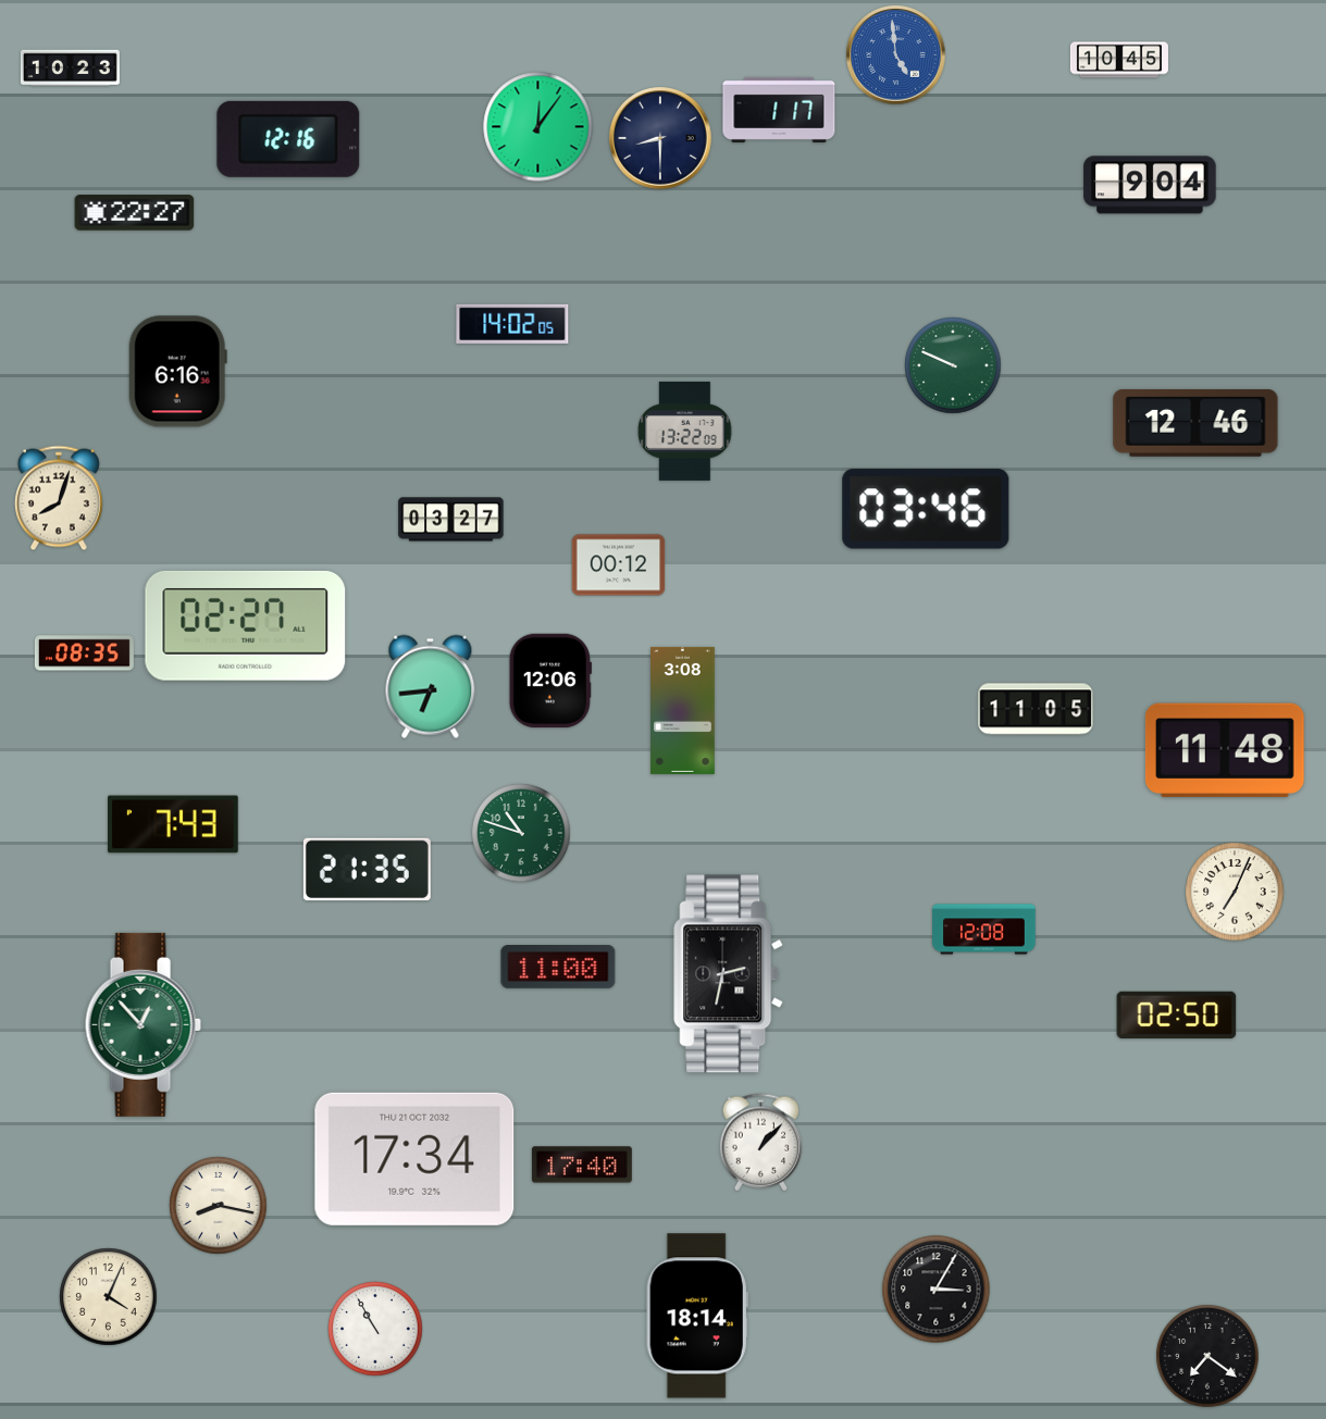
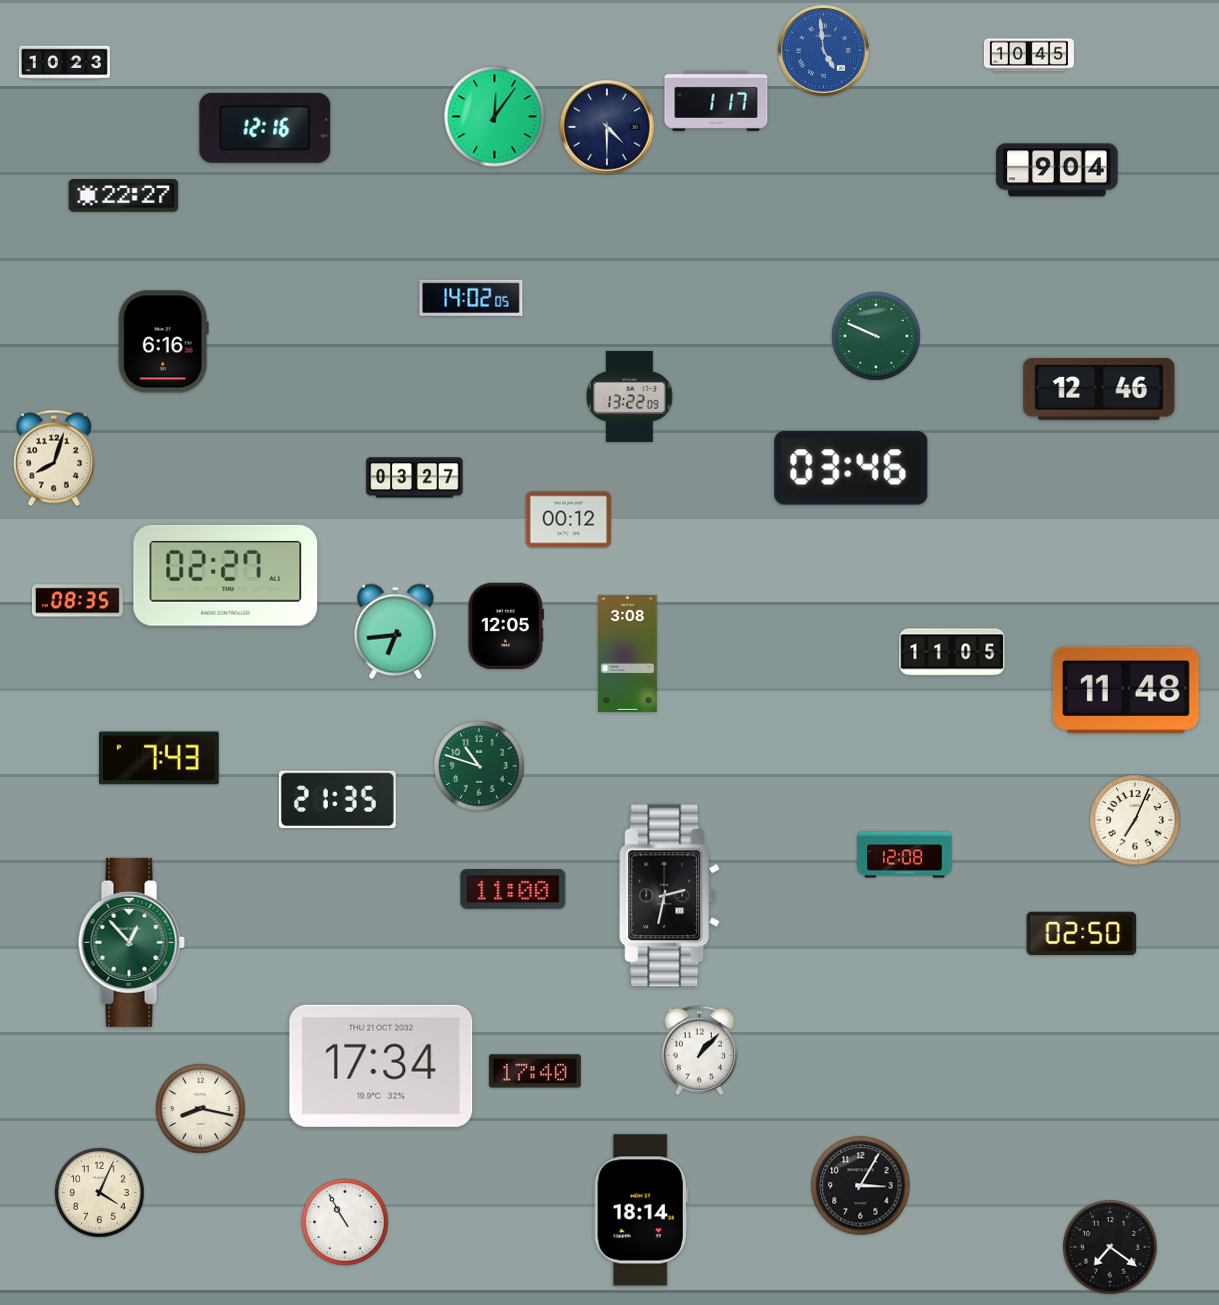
clock at (660, 138): 8:30 -> 4:30
clock at (550, 681): 12:06 -> 12:05
